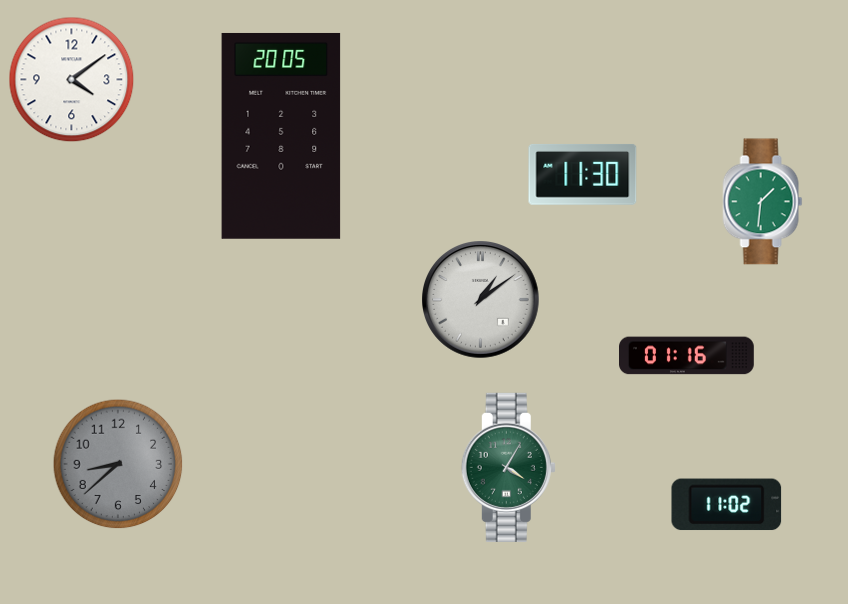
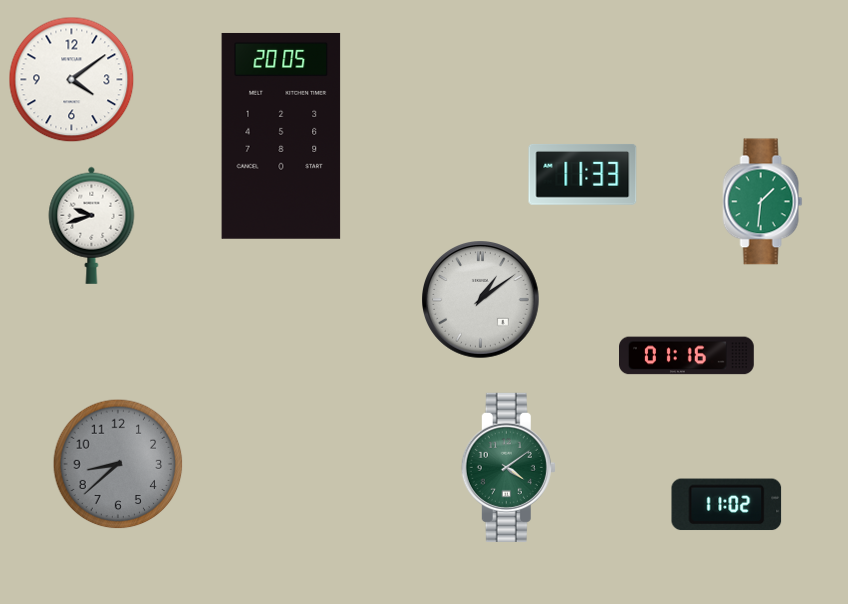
clock at (583, 174): 11:30 -> 11:33
clock at (92, 225): none -> 9:42
clock at (508, 467): 4:05 -> 4:09
